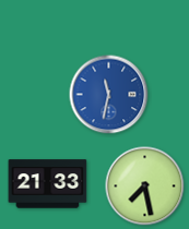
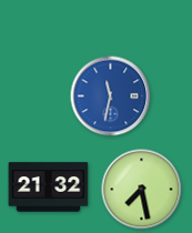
clock at (48, 184): 21:33 -> 21:32
clock at (145, 186) position: (145, 186) -> (142, 190)
